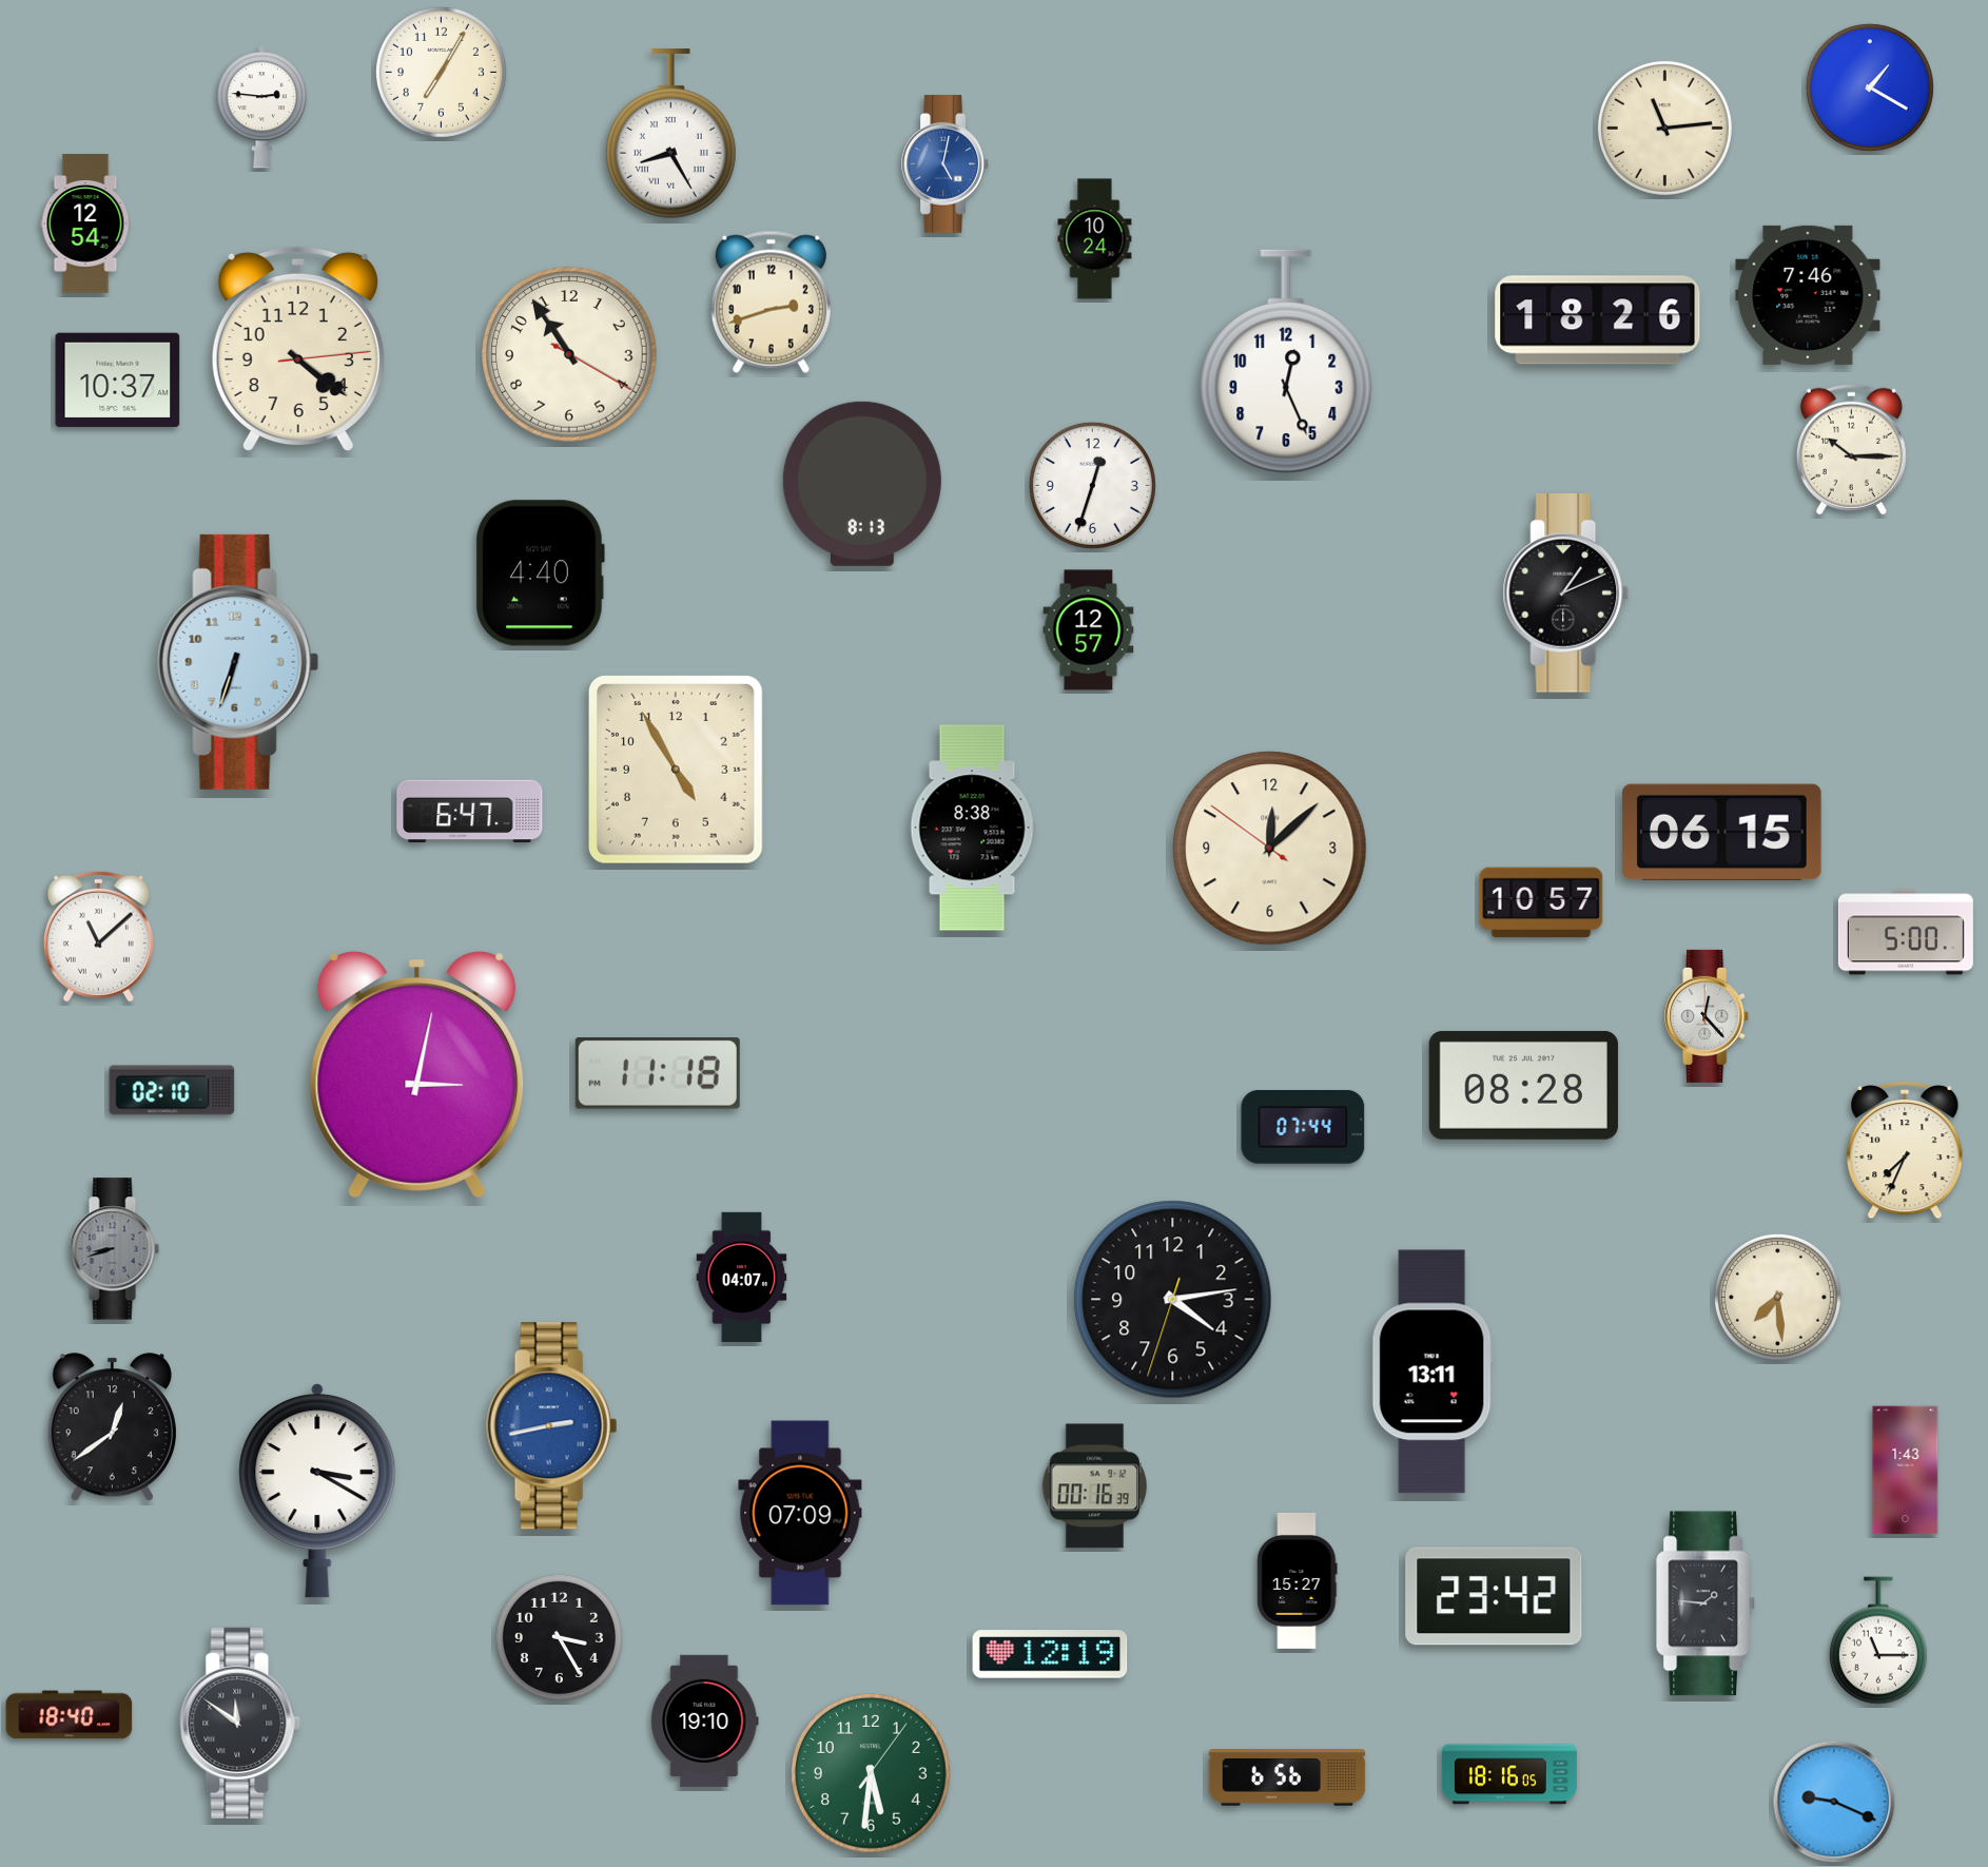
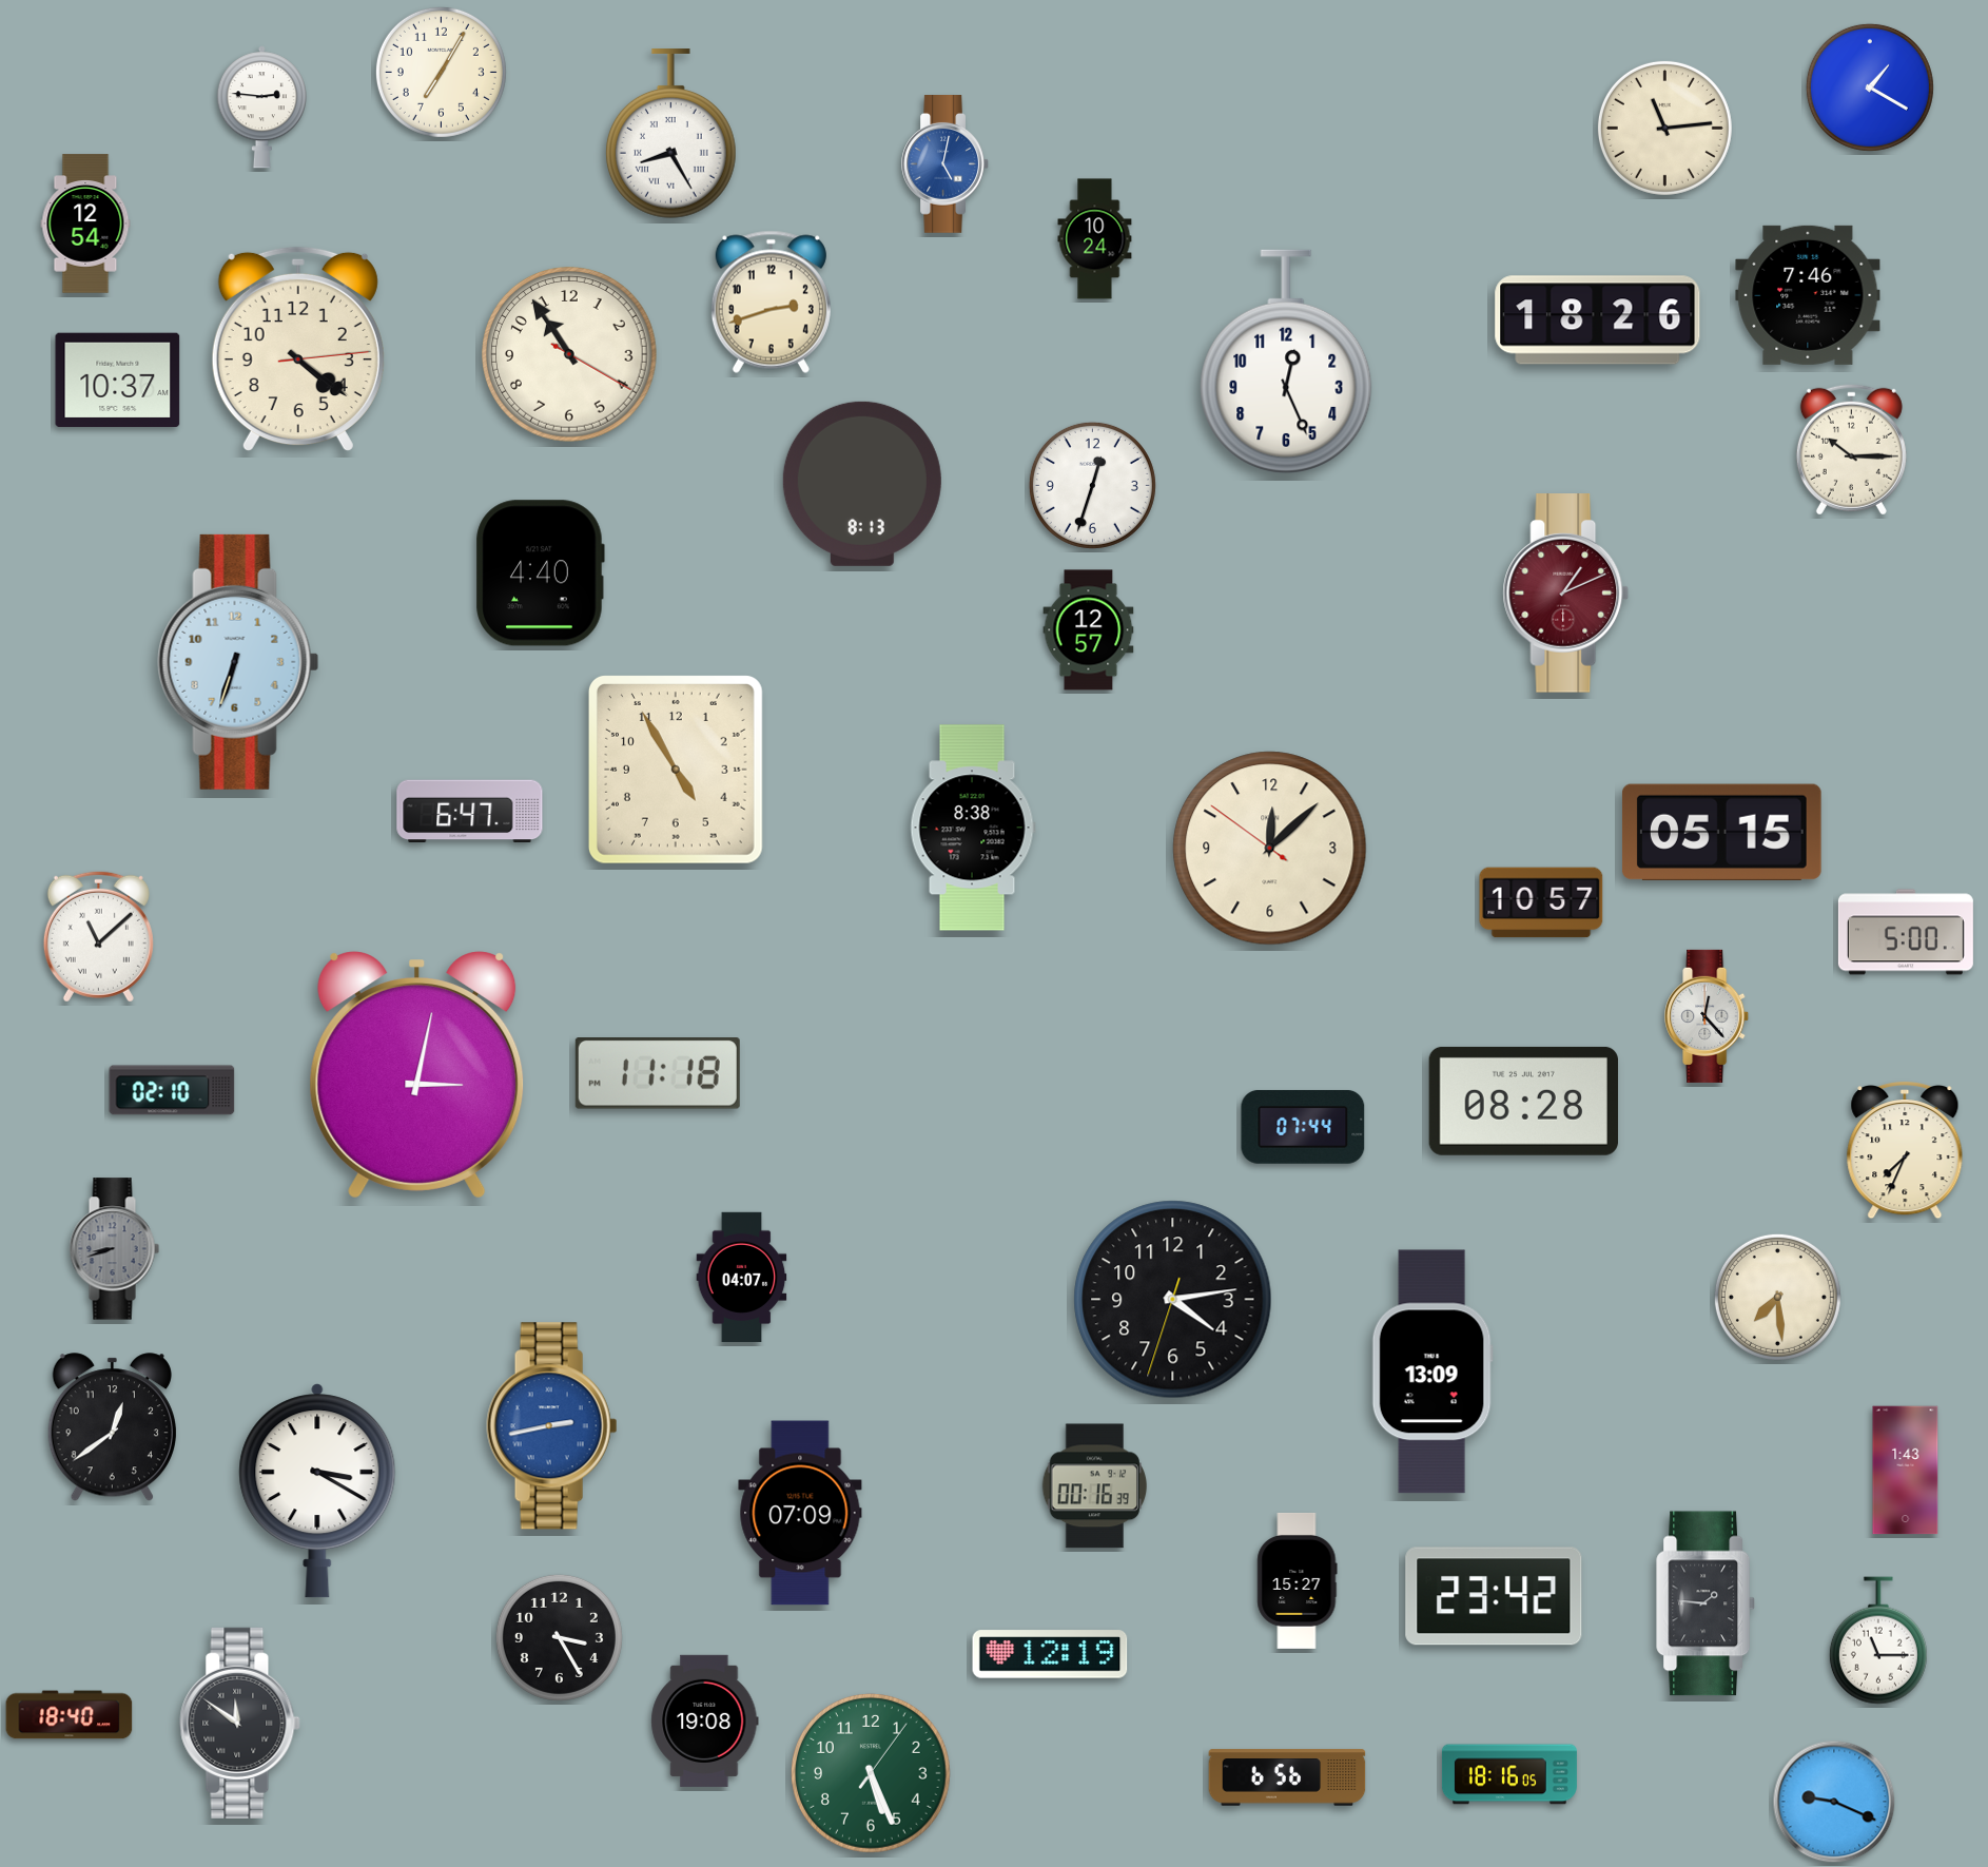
clock at (1566, 594) dial: black -> burgundy
clock at (1721, 832): 06:15 -> 05:15
clock at (1523, 1085) position: (1523, 1085) -> (1523, 1101)
clock at (1432, 1372): 13:11 -> 13:09
clock at (705, 1720): 19:10 -> 19:08
clock at (871, 1773): 5:31 -> 5:26
